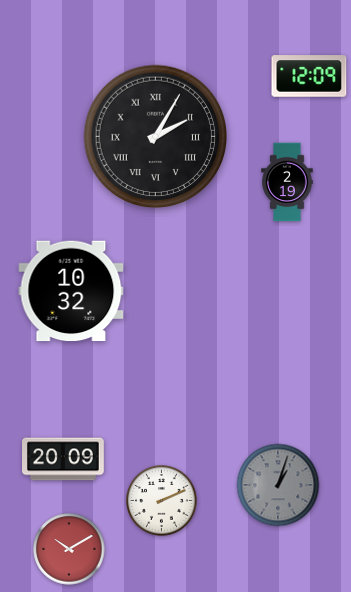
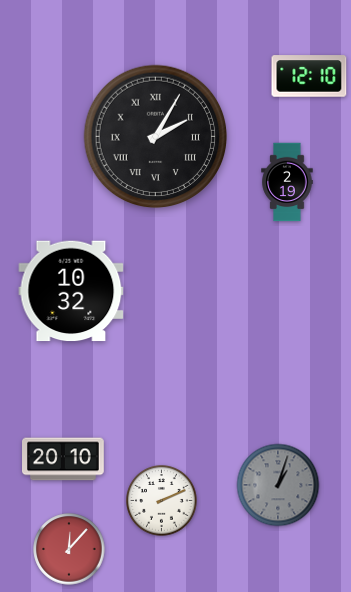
clock at (309, 76): 12:09 -> 12:10
clock at (64, 459): 20:09 -> 20:10
clock at (69, 549): 10:10 -> 12:07
